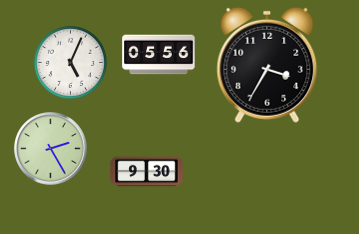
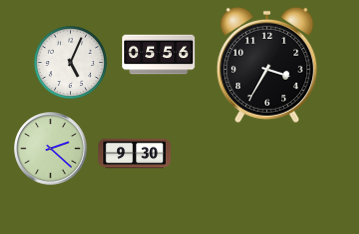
clock at (51, 149): 2:25 -> 2:22
clock at (147, 172) position: (147, 172) -> (135, 154)
